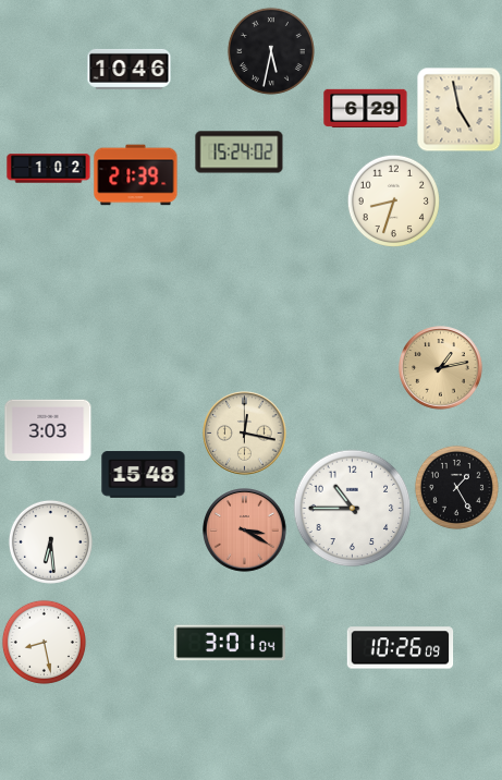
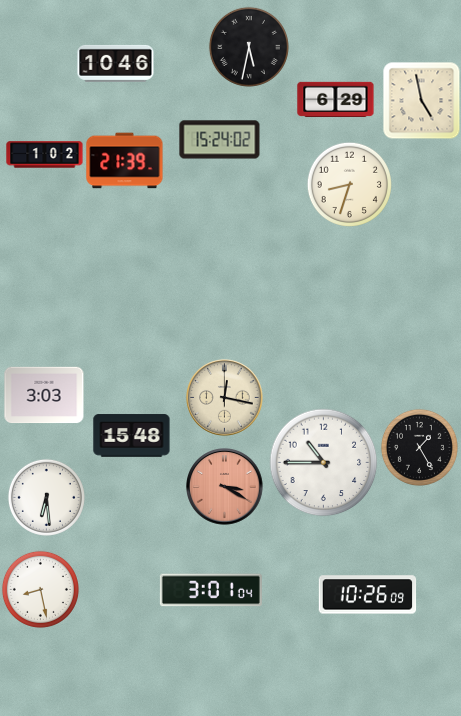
clock at (130, 69) position: (130, 69) -> (116, 63)
clock at (393, 200) position: (393, 200) -> (349, 184)
clock at (441, 368): 1:13 -> none
clock at (353, 509) position: (353, 509) -> (324, 463)
